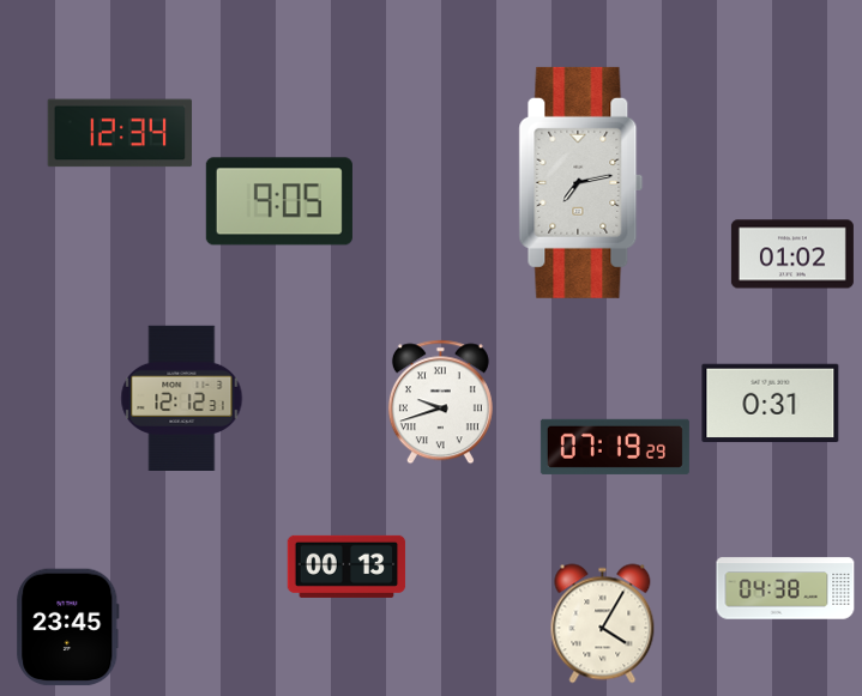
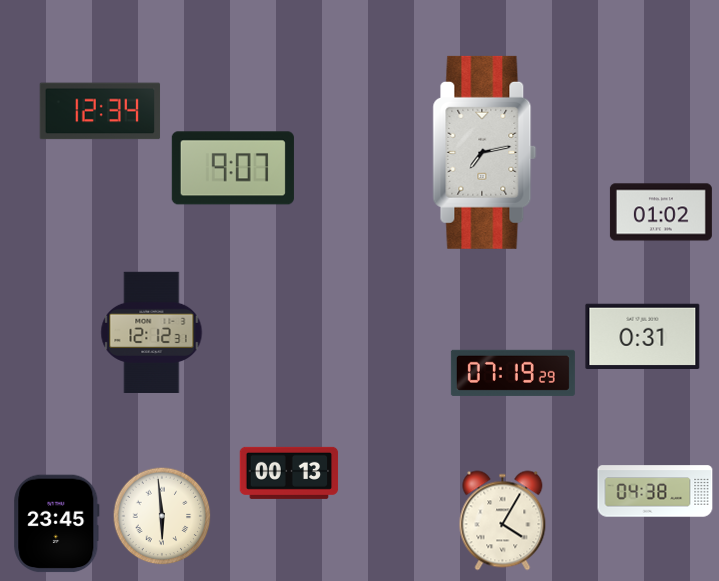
clock at (279, 201): 9:05 -> 9:07
clock at (440, 403): 9:42 -> none
clock at (162, 516): none -> 5:59
